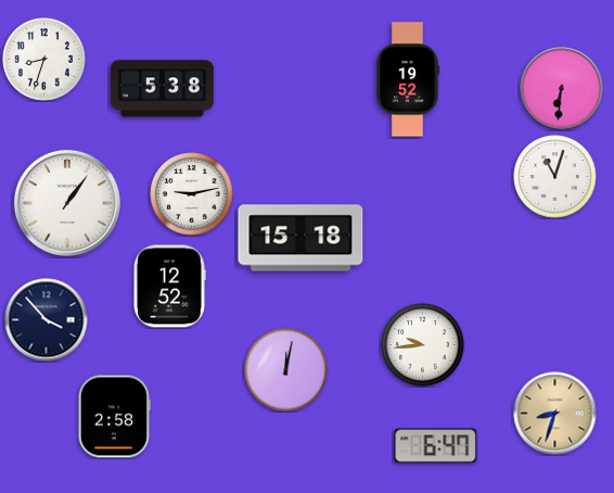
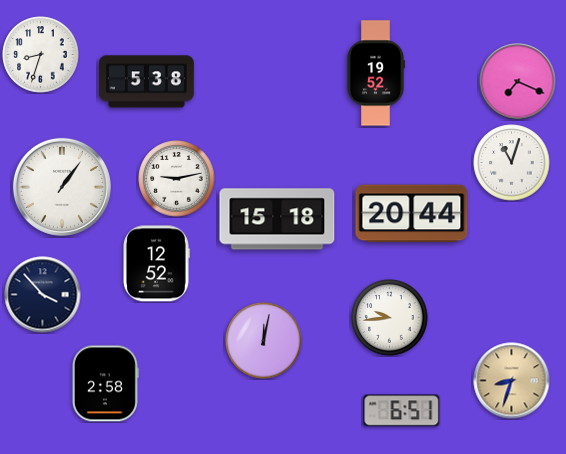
clock at (162, 89) position: (162, 89) -> (146, 82)
clock at (562, 89): 6:31 -> 7:19
clock at (412, 214): none -> 20:44
clock at (436, 446): 6:47 -> 6:51
